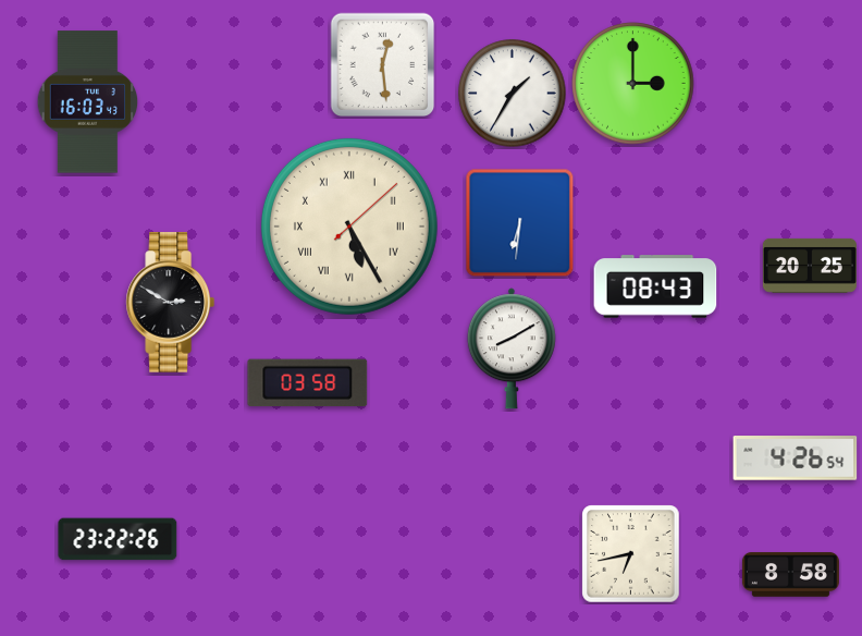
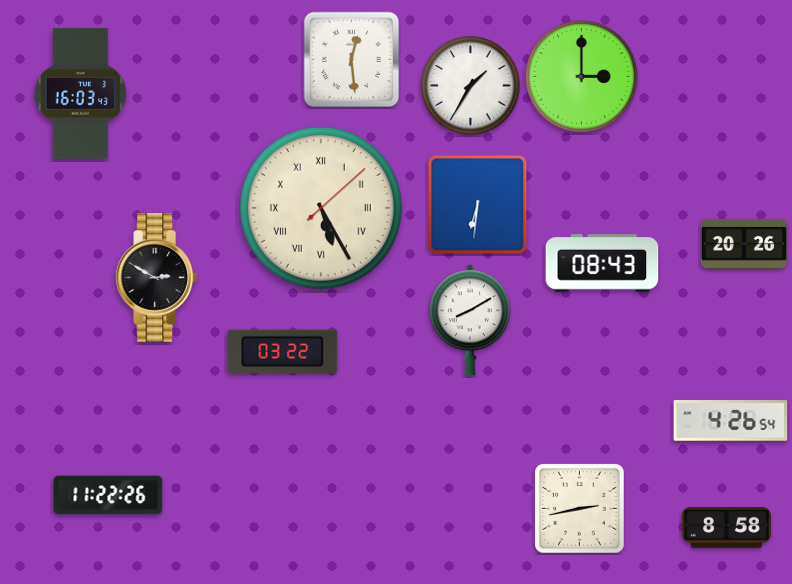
clock at (810, 266): 20:25 -> 20:26
clock at (308, 383): 03:58 -> 03:22
clock at (118, 539): 23:22 -> 11:22
clock at (631, 554): 6:43 -> 2:43
